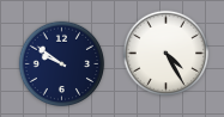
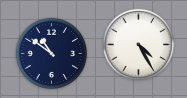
clock at (62, 64): 9:51 -> 10:51
